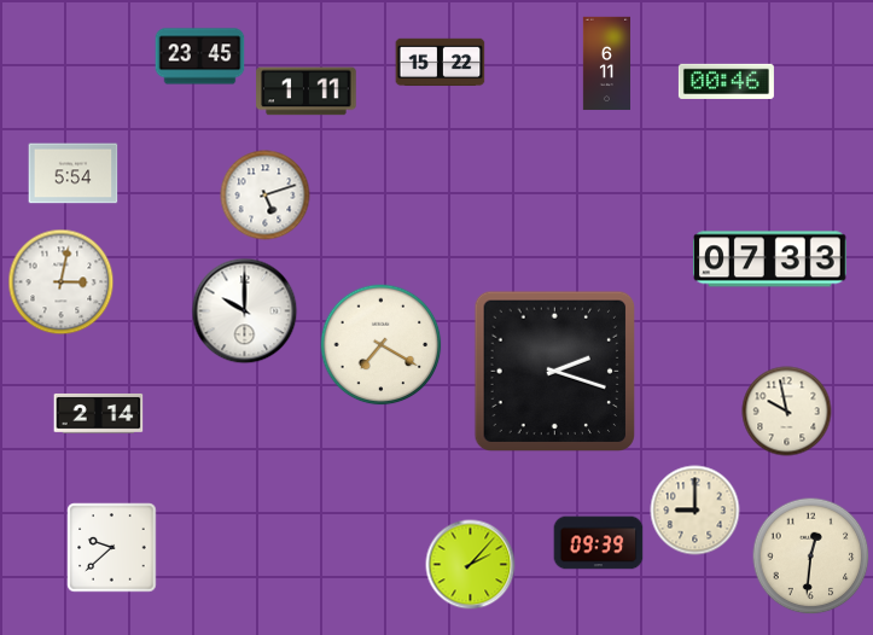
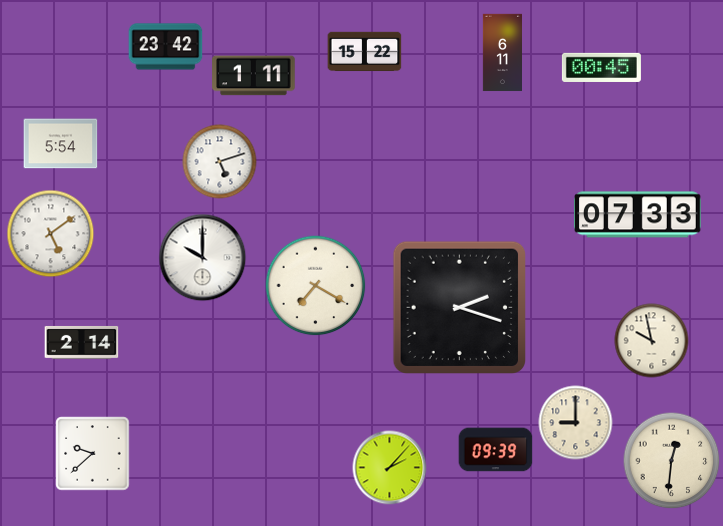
clock at (200, 57): 23:45 -> 23:42
clock at (726, 81): 00:46 -> 00:45
clock at (62, 282): 3:02 -> 5:09
